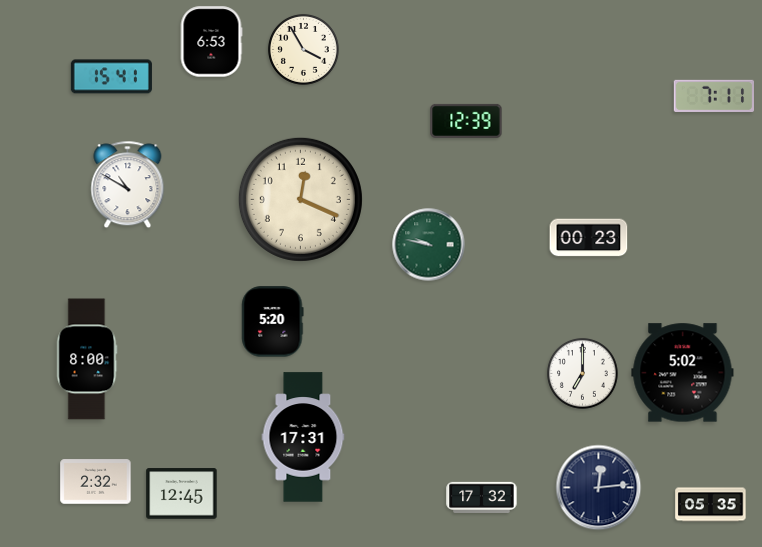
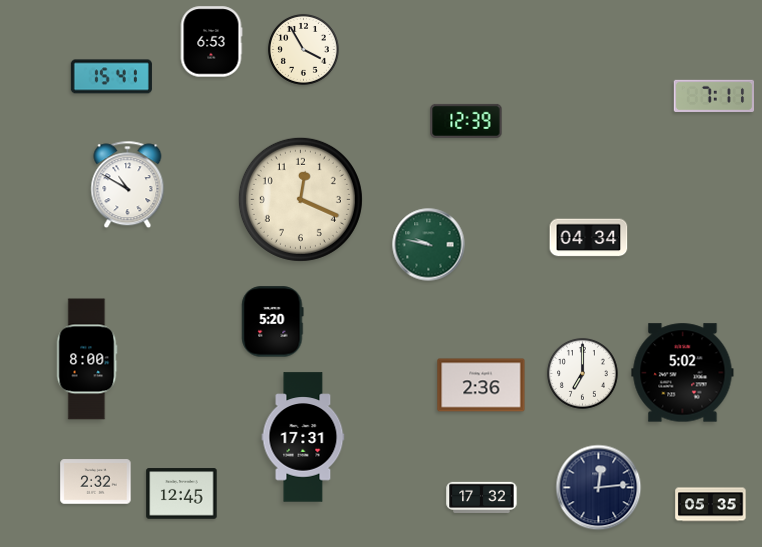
clock at (589, 238): 00:23 -> 04:34
clock at (481, 385): none -> 2:36
